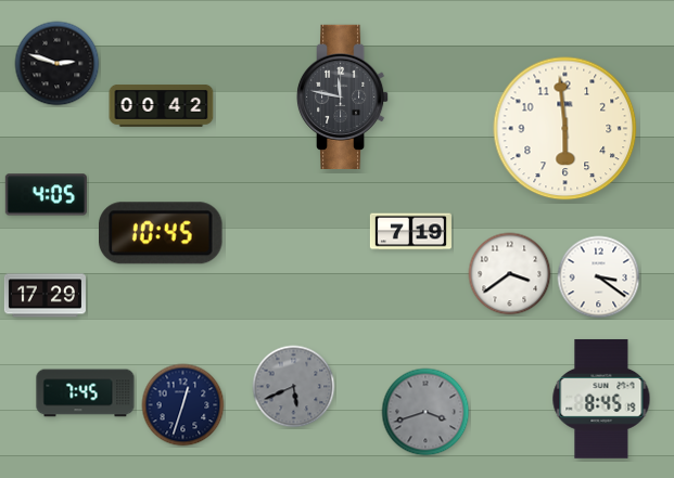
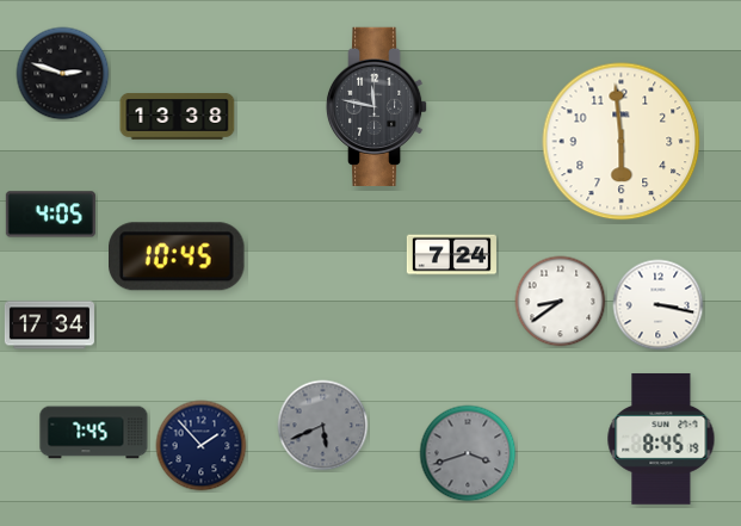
clock at (58, 64) position: (58, 64) -> (63, 74)
clock at (162, 106): 00:42 -> 13:38
clock at (410, 232): 7:19 -> 7:24
clock at (510, 274): 3:39 -> 8:39
clock at (599, 277): 3:21 -> 3:17
clock at (44, 296): 17:29 -> 17:34
clock at (183, 405): 12:33 -> 1:53
